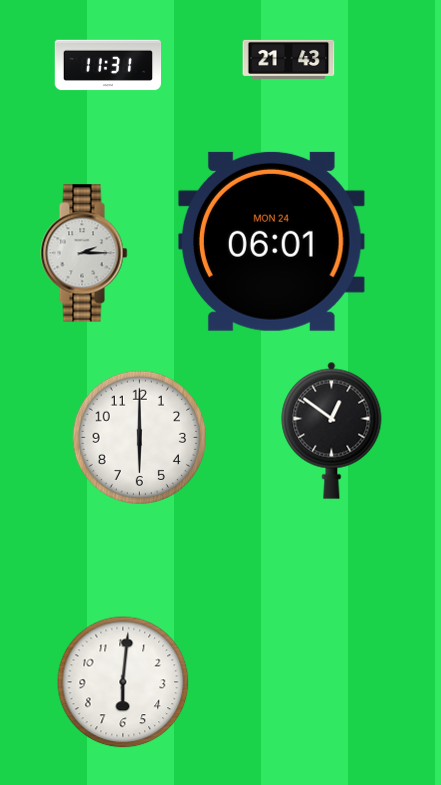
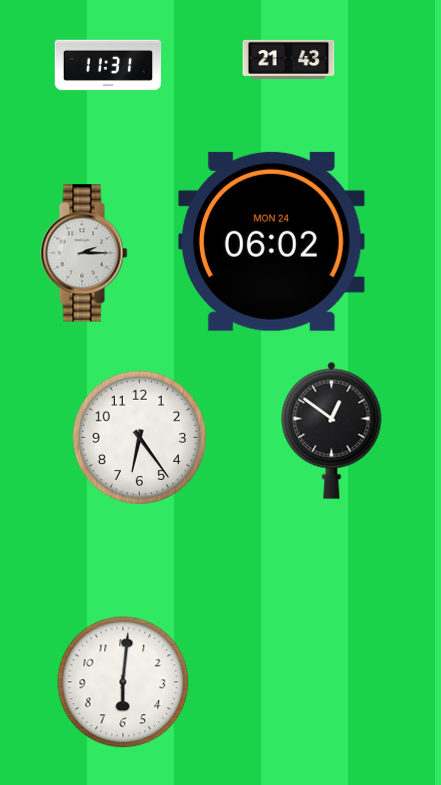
clock at (271, 241): 06:01 -> 06:02
clock at (139, 437): 6:00 -> 6:24
